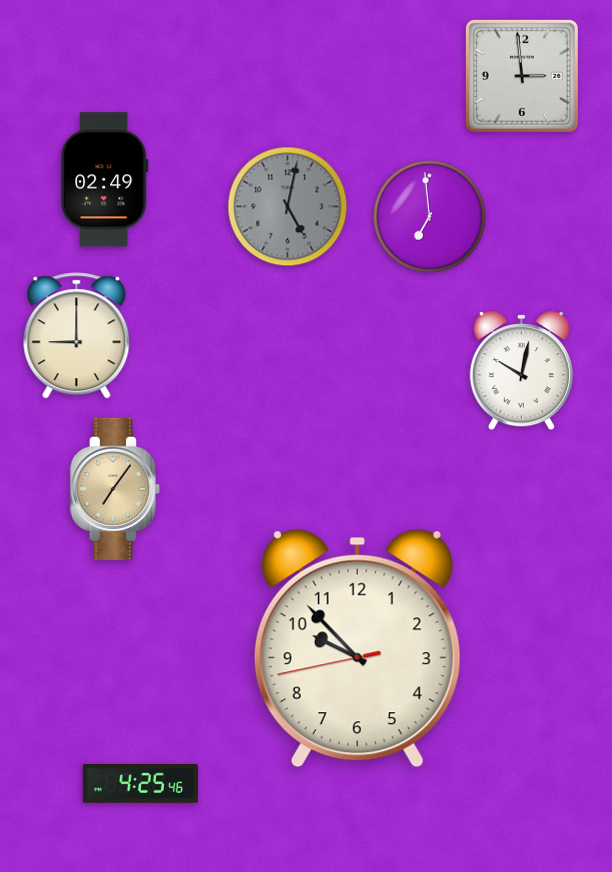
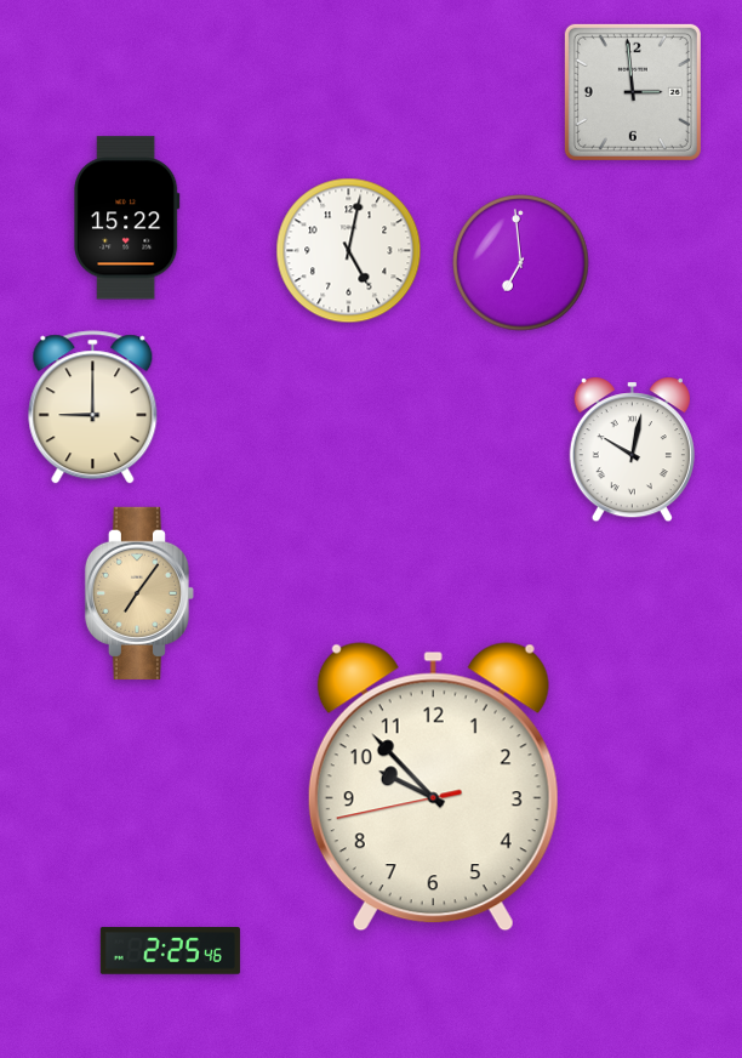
clock at (105, 180): 02:49 -> 15:22
clock at (288, 207) dial: grey -> white
clock at (140, 784): 4:25 -> 2:25
